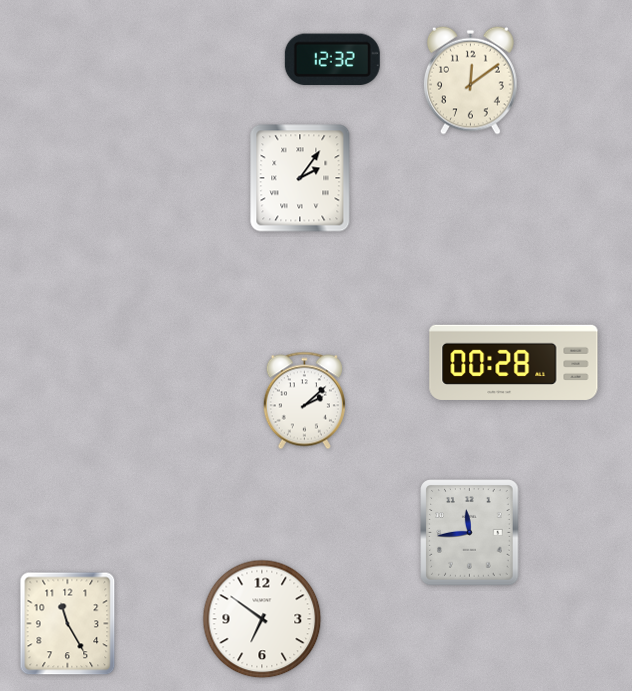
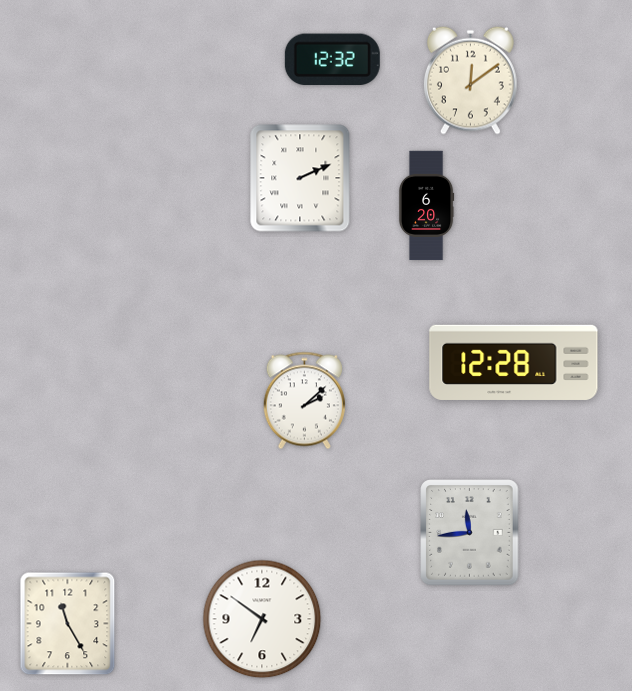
clock at (300, 178): 2:06 -> 2:11
clock at (426, 206): none -> 6:20
clock at (514, 362): 00:28 -> 12:28
